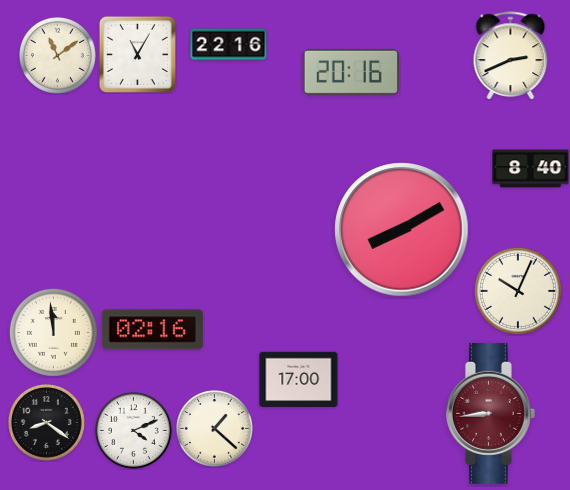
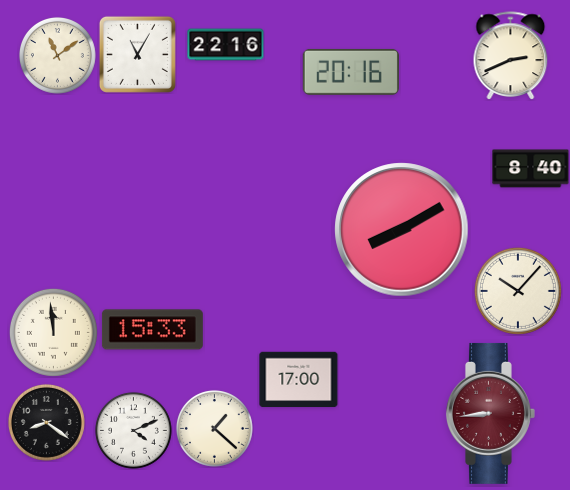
clock at (229, 45) position: (229, 45) -> (226, 45)
clock at (518, 291): 10:04 -> 10:07
clock at (152, 330): 02:16 -> 15:33
